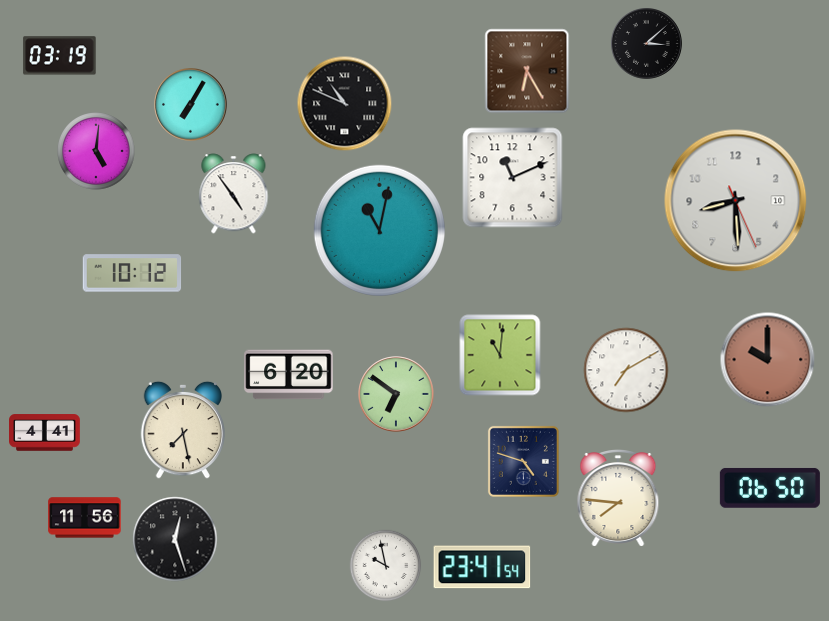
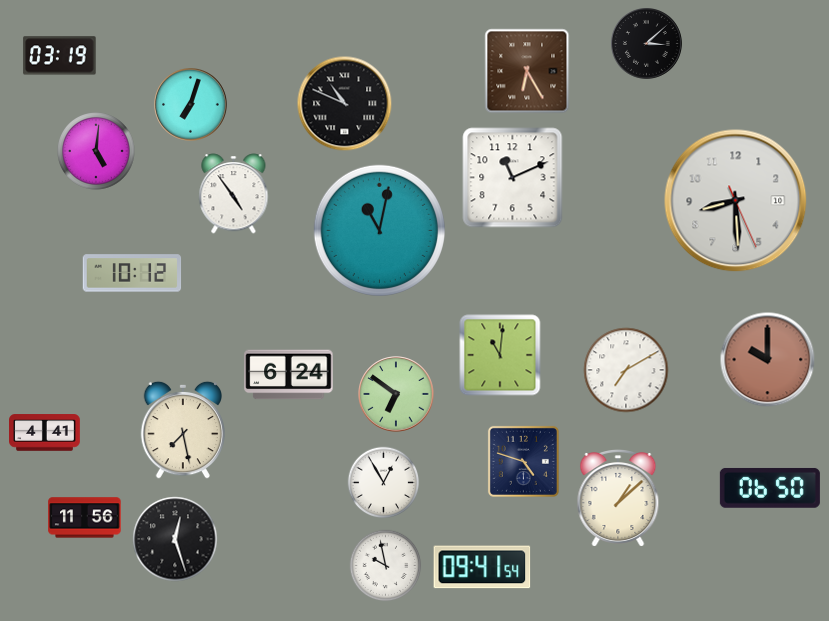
clock at (191, 105): 7:05 -> 7:03
clock at (289, 375): 6:20 -> 6:24
clock at (384, 483): none -> 12:55
clock at (618, 499): 7:46 -> 1:08
clock at (482, 567): 23:41 -> 09:41
